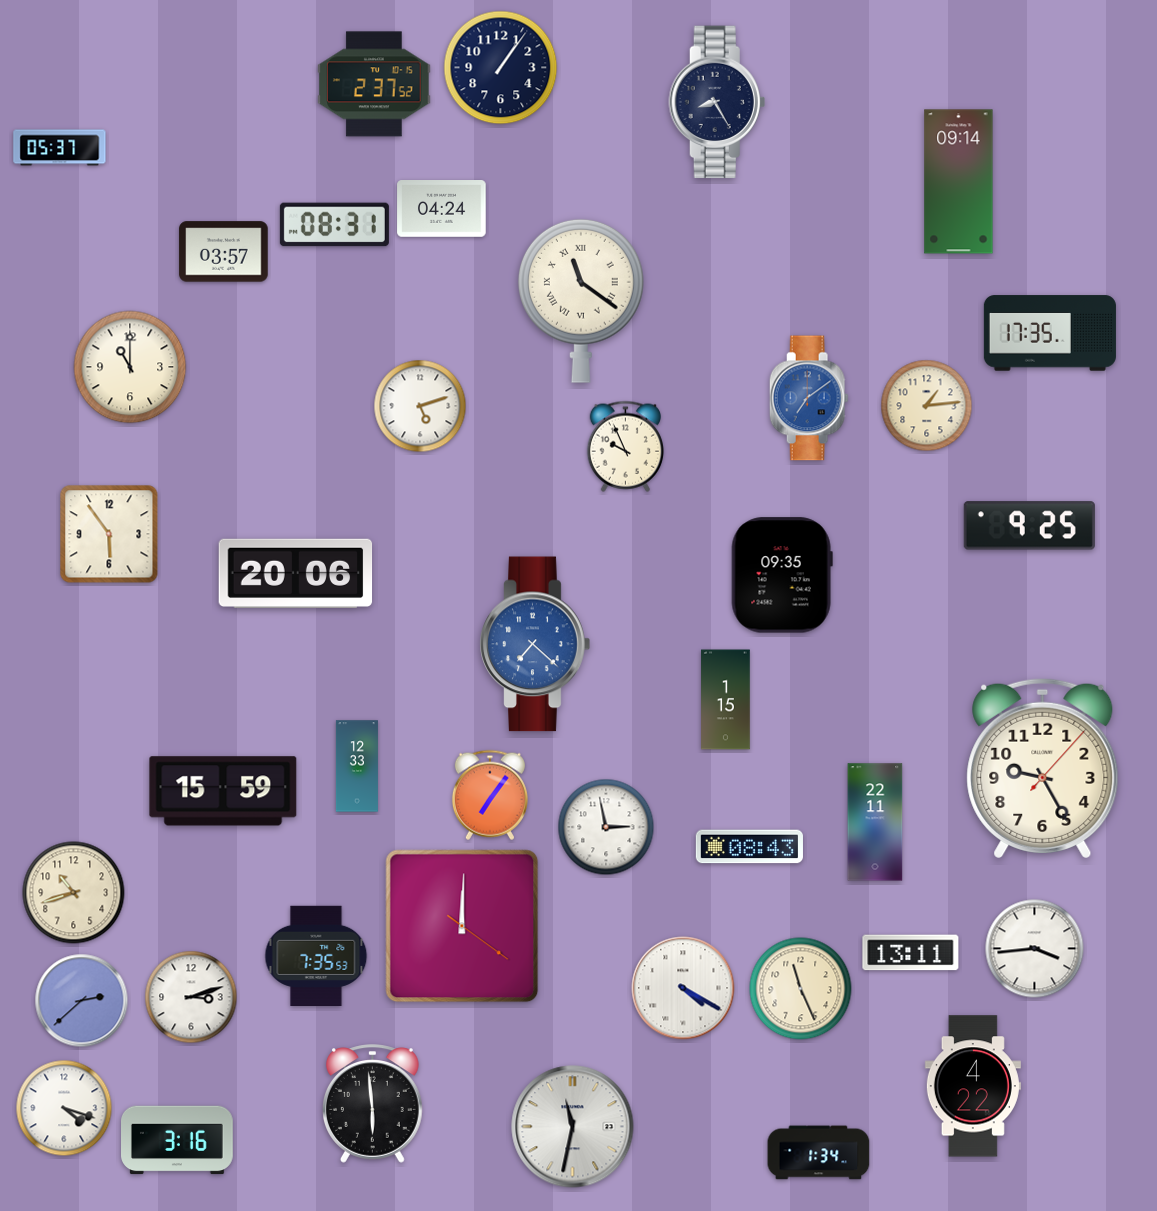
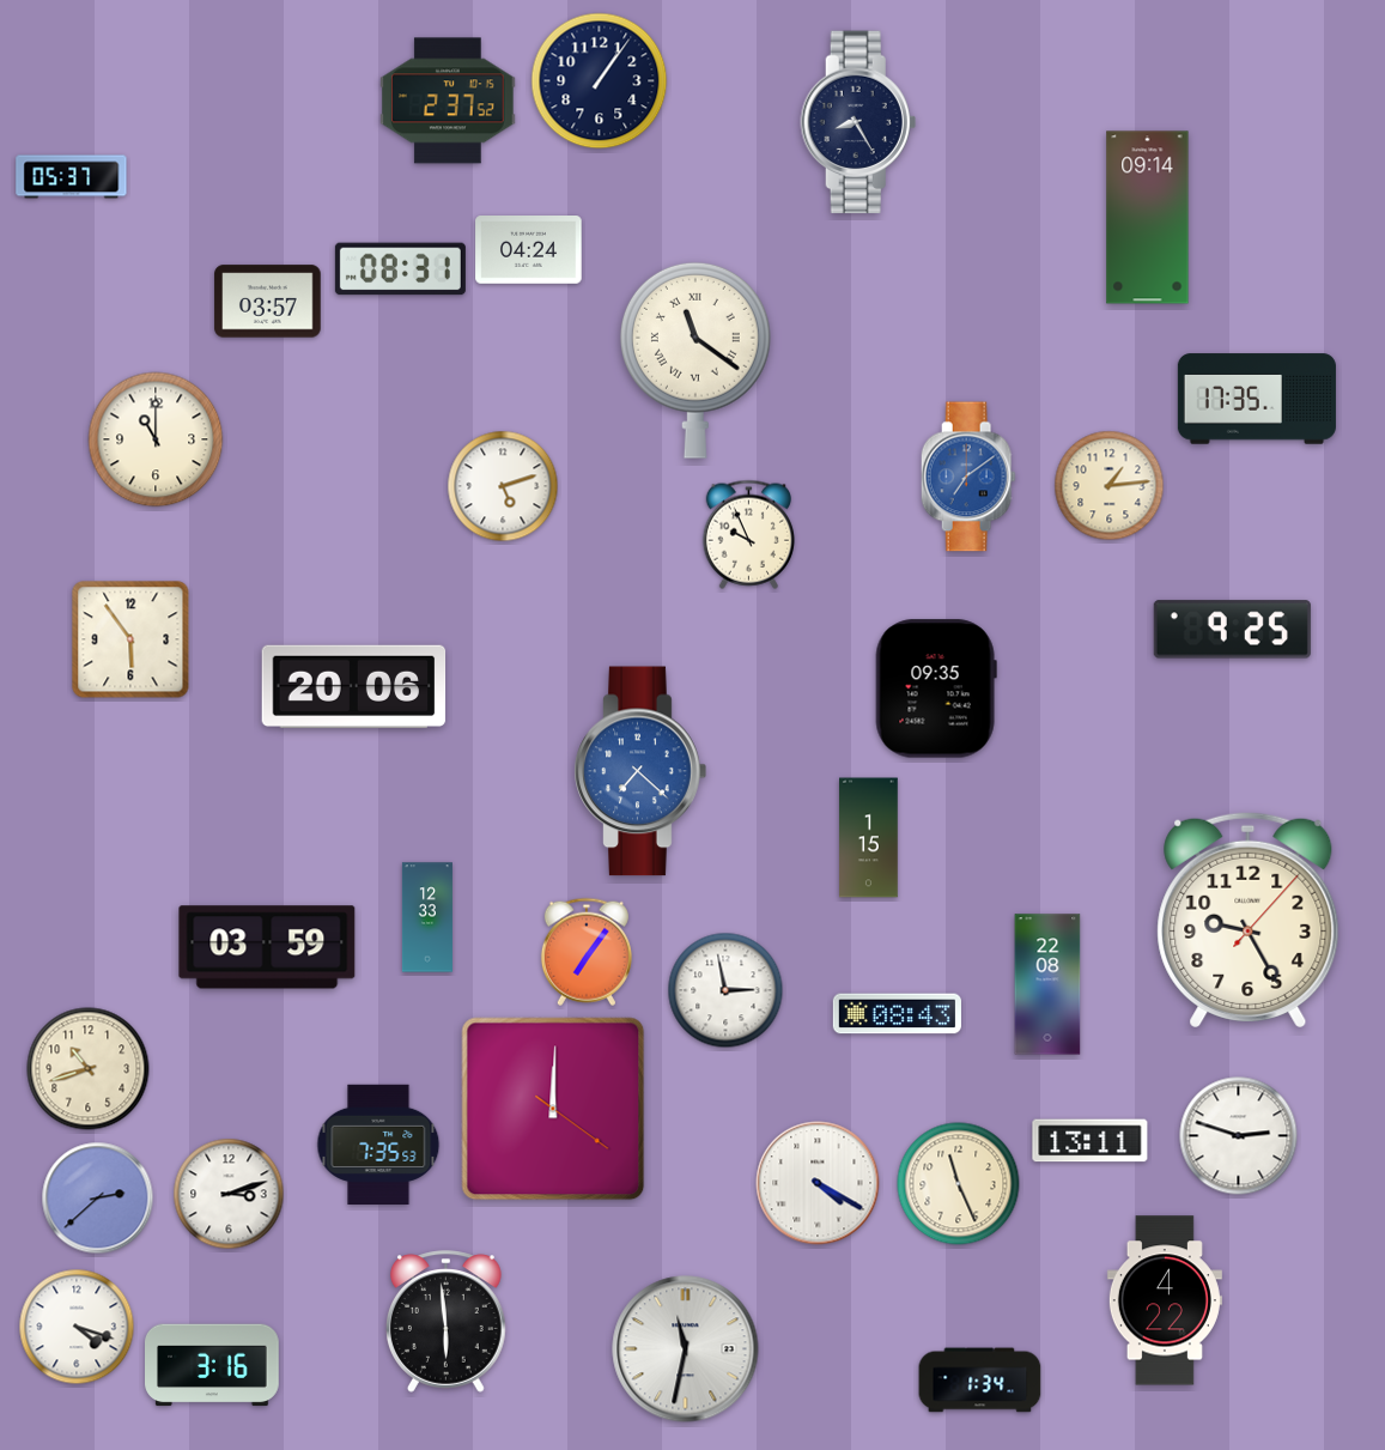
clock at (223, 791): 15:59 -> 03:59
clock at (875, 822): 22:11 -> 22:08
clock at (1035, 949): 3:44 -> 2:48
